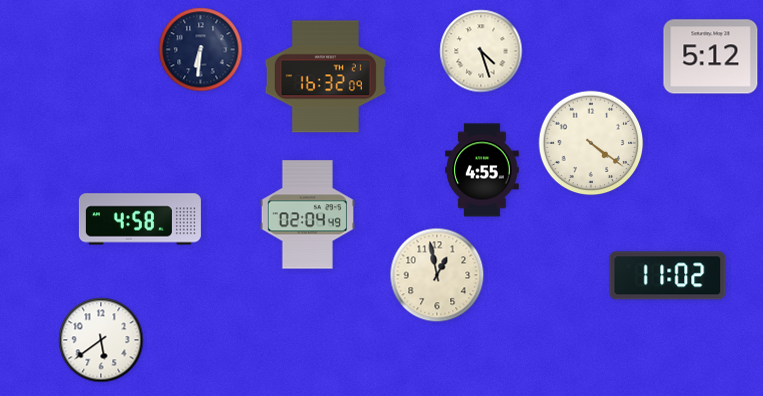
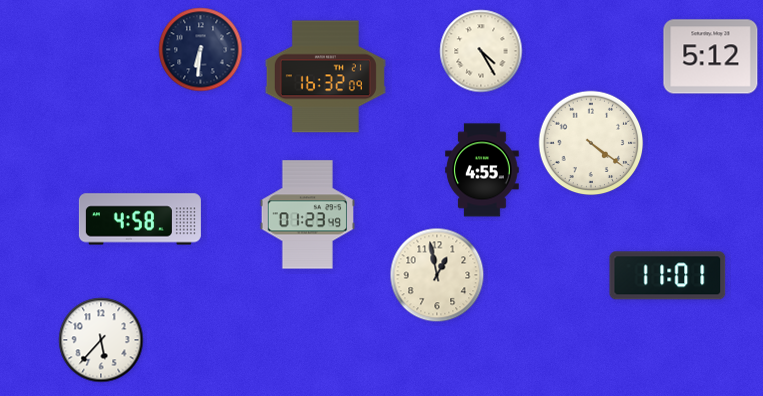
clock at (481, 51): 4:27 -> 4:25
clock at (307, 215): 02:04 -> 01:23
clock at (668, 276): 11:02 -> 11:01
clock at (101, 340): 5:39 -> 5:37
